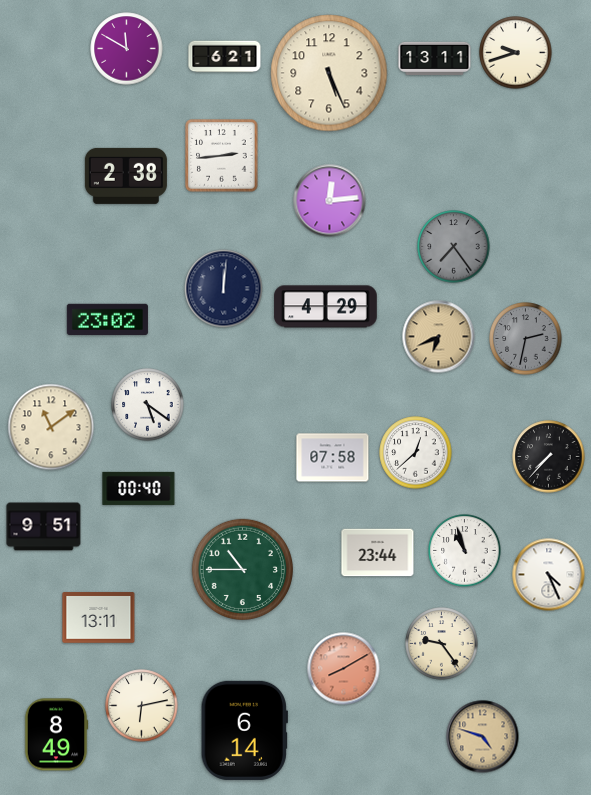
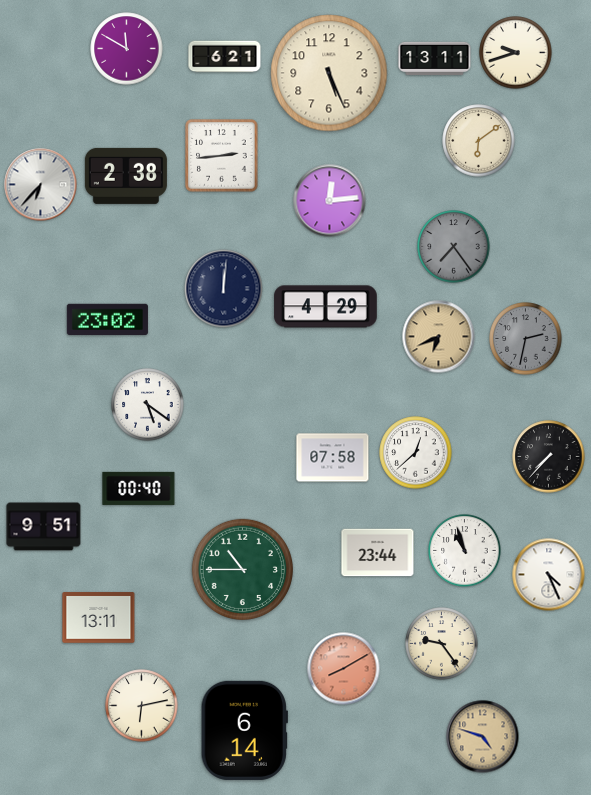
clock at (479, 141): none -> 6:09
clock at (41, 185): none -> 6:37
clock at (51, 427): 11:09 -> none
clock at (56, 735): 8:49 -> none
